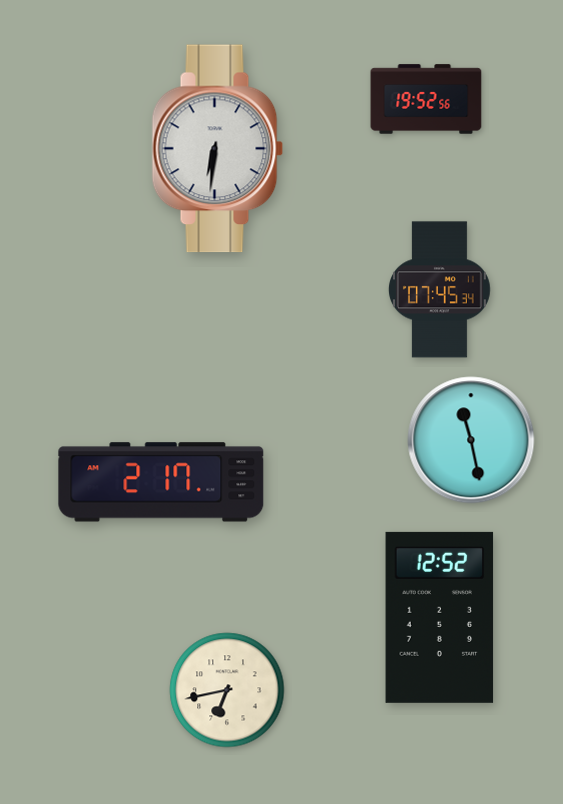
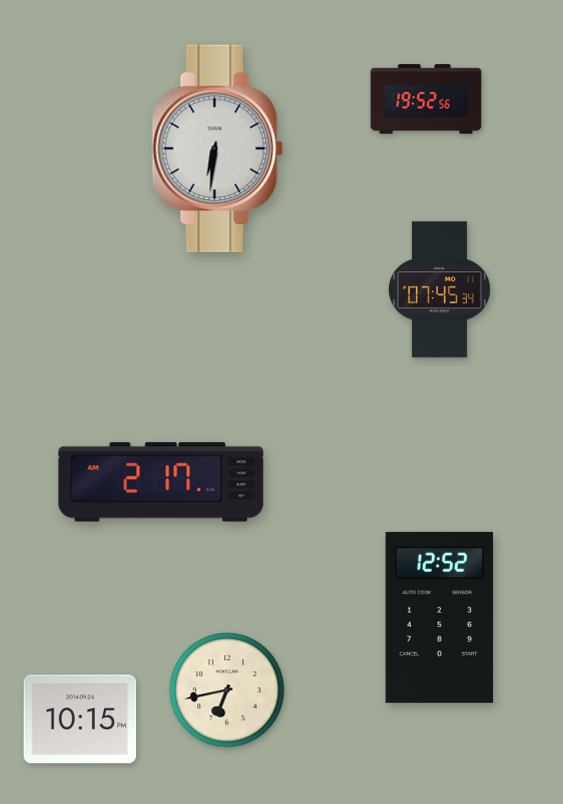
clock at (471, 440): 11:28 -> none
clock at (80, 719): none -> 10:15
